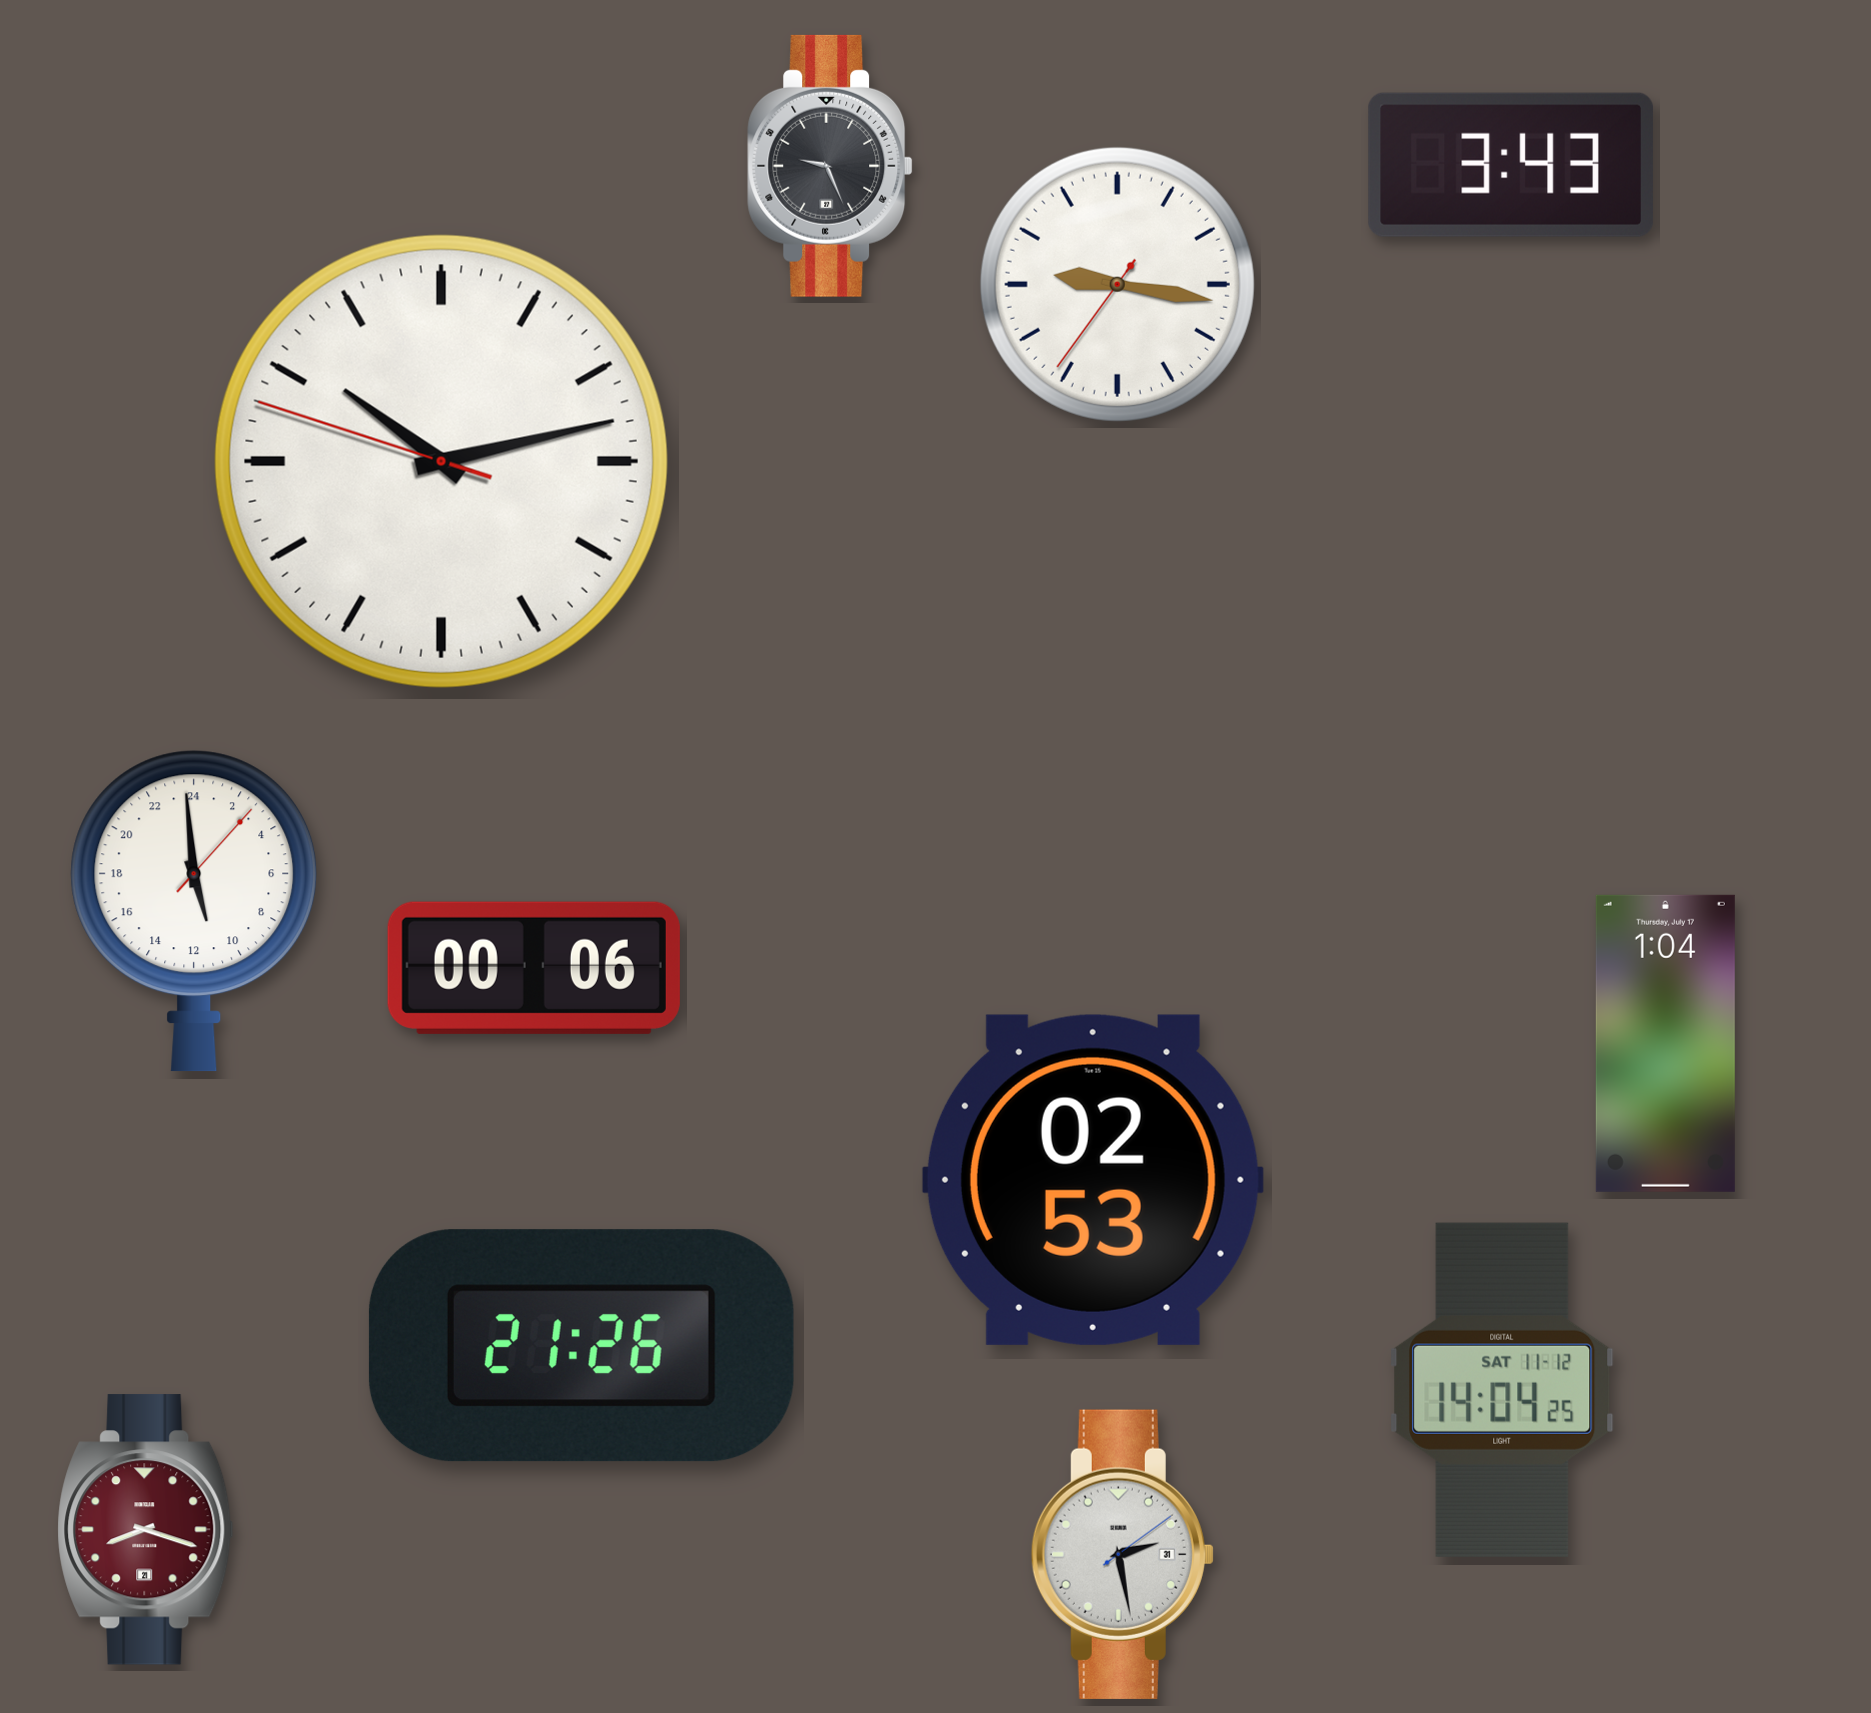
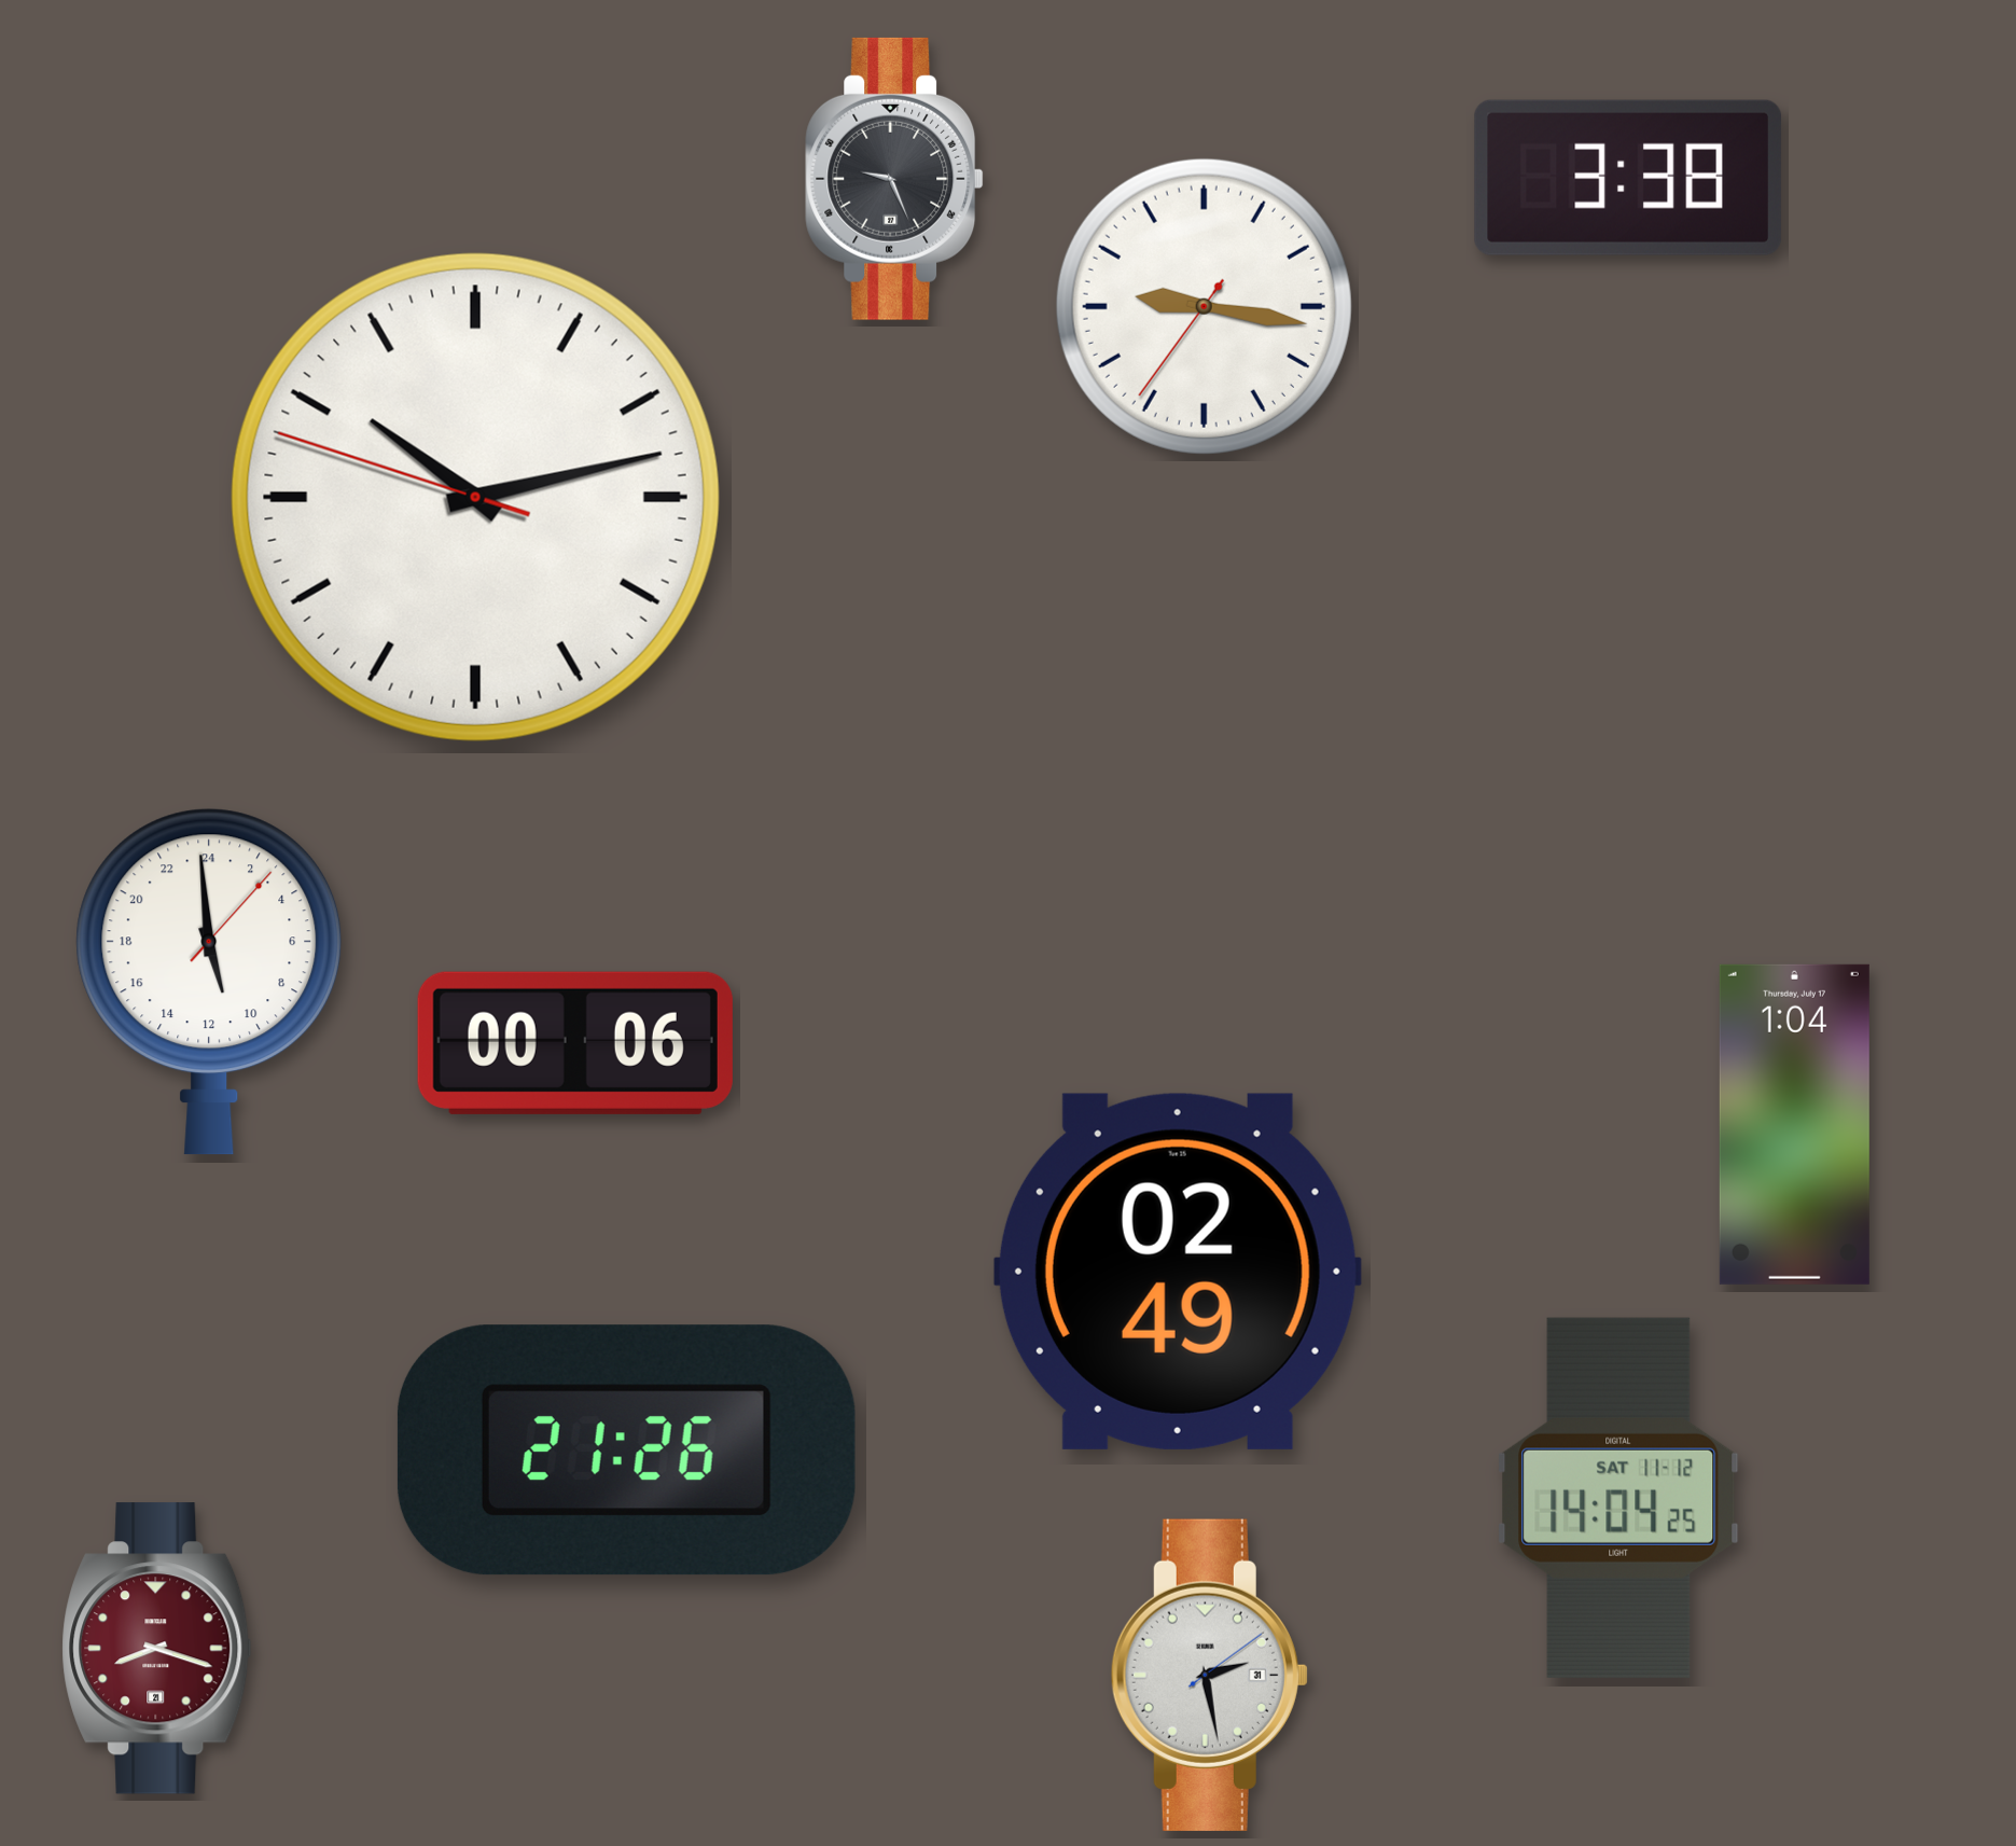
clock at (1511, 165): 3:43 -> 3:38
clock at (1093, 1180): 02:53 -> 02:49
